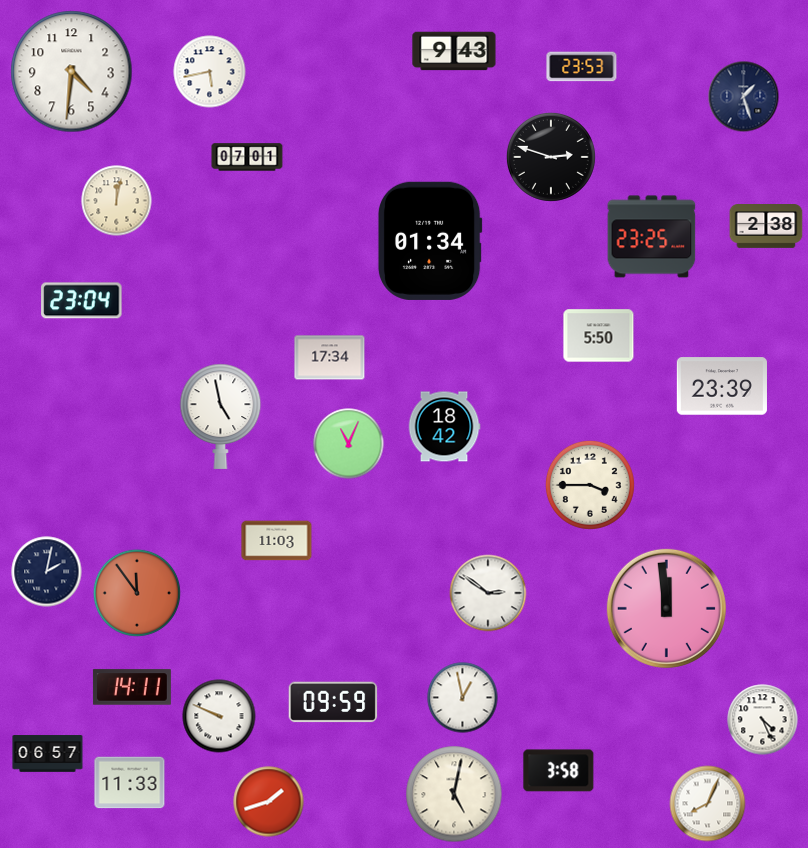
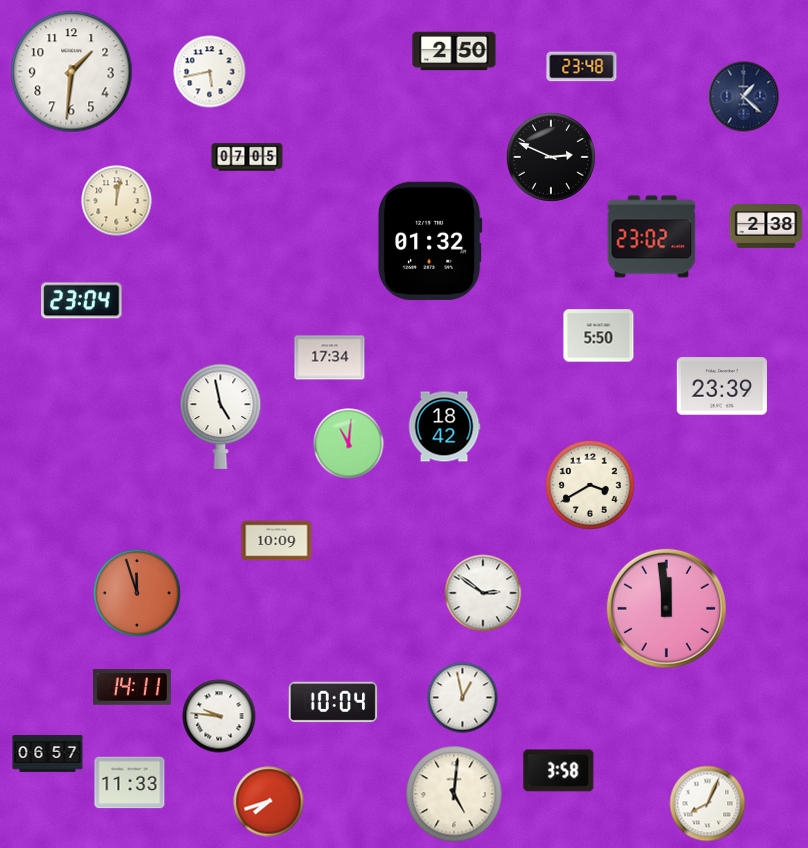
clock at (454, 51): 9:43 -> 2:50
clock at (582, 67): 23:53 -> 23:48
clock at (72, 72): 4:31 -> 1:31
clock at (744, 97): 1:27 -> 1:22
clock at (247, 157): 07:01 -> 07:05
clock at (551, 157): 2:48 -> 2:49
clock at (652, 237): 23:25 -> 23:02
clock at (430, 241): 01:34 -> 01:32
clock at (349, 444): 11:04 -> 11:01
clock at (590, 485): 3:45 -> 3:40
clock at (277, 541): 11:03 -> 10:09
clock at (47, 572): 2:02 -> none
clock at (137, 593): 11:54 -> 11:57
clock at (488, 593) position: (488, 593) -> (483, 593)
clock at (333, 702): 09:59 -> 10:04
clock at (219, 716): 9:49 -> 9:46
clock at (763, 720): 4:26 -> none
clock at (454, 794): 5:02 -> 5:01
clock at (269, 802): 1:42 -> 7:42
